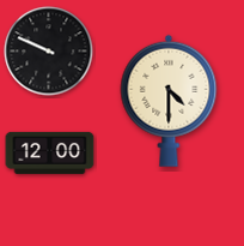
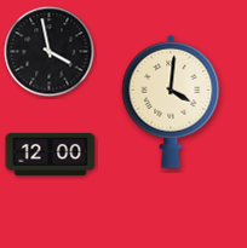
clock at (49, 52): 9:49 -> 3:58
clock at (169, 101): 4:30 -> 4:01
